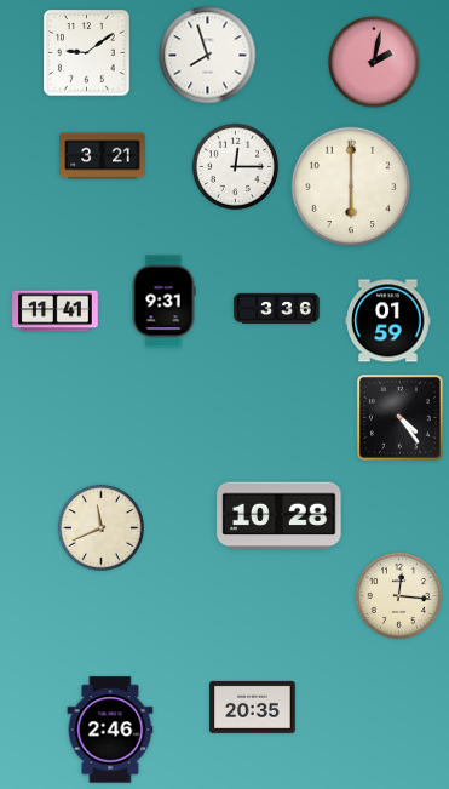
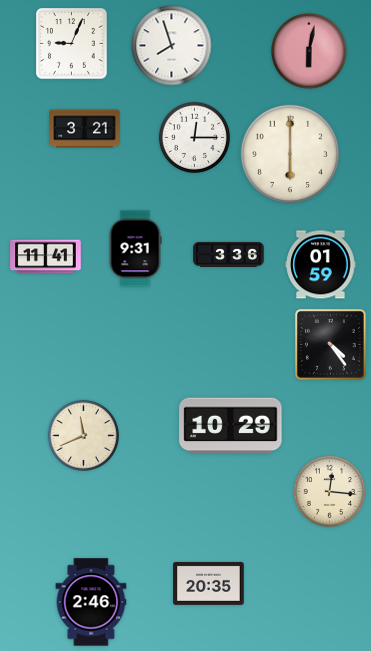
clock at (87, 53): 9:09 -> 9:04
clock at (374, 62): 2:02 -> 6:02
clock at (280, 516): 10:28 -> 10:29
